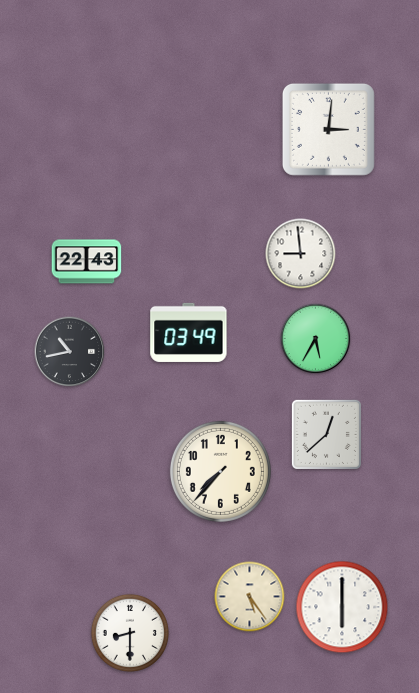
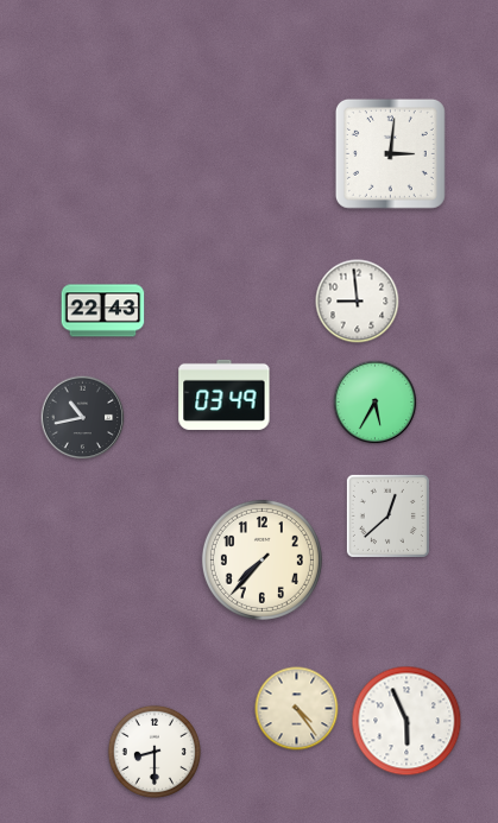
clock at (250, 597): 5:24 -> 4:24
clock at (342, 607): 6:00 -> 5:56
